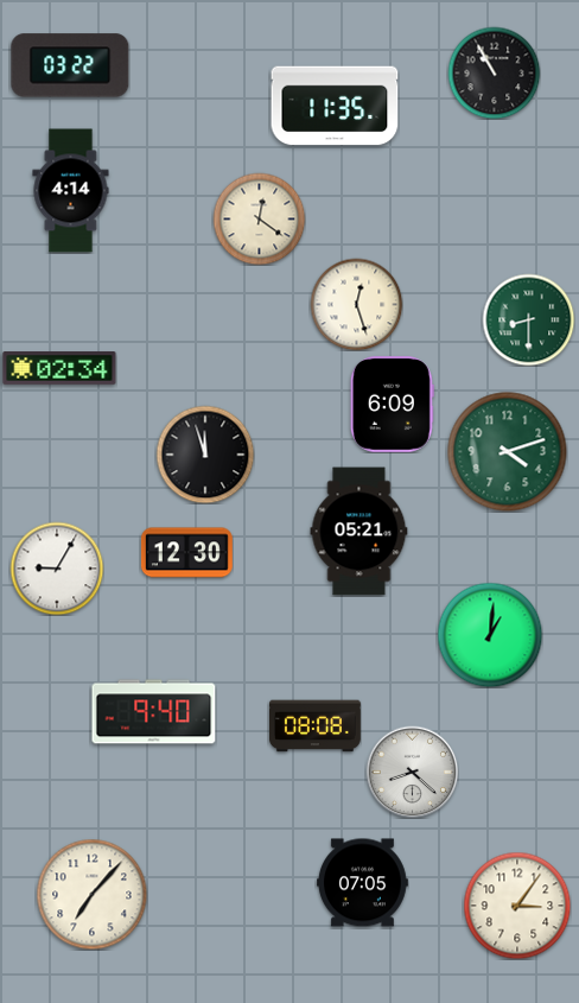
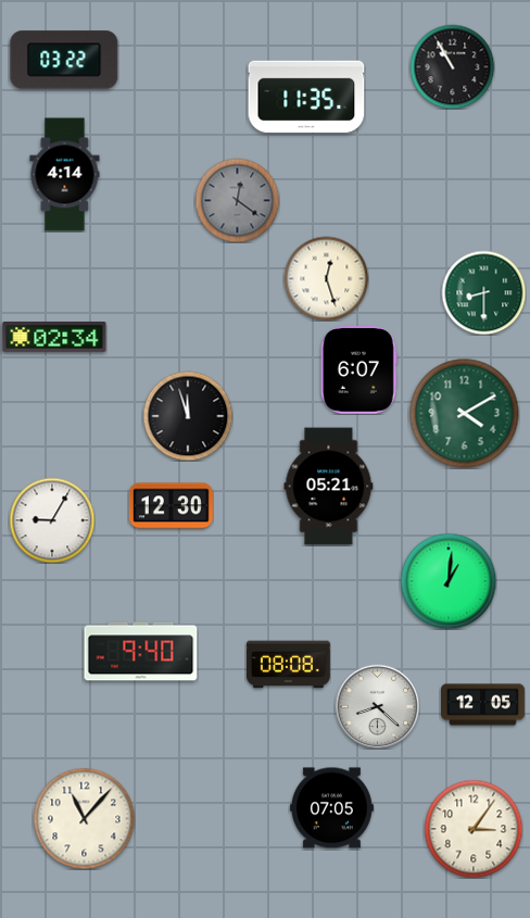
clock at (259, 218) dial: cream -> grey
clock at (392, 405): 6:09 -> 6:07
clock at (508, 452): 4:12 -> 4:10
clock at (483, 705): none -> 12:05
clock at (91, 894): 7:07 -> 11:07
